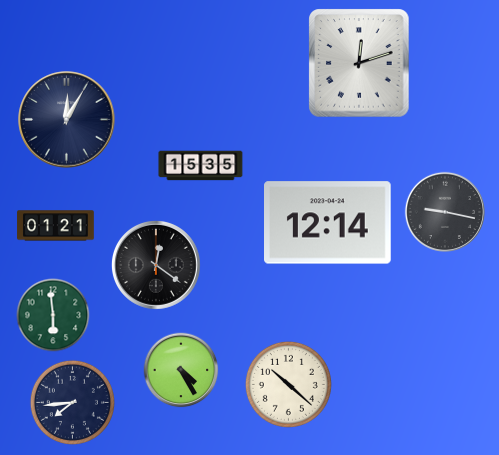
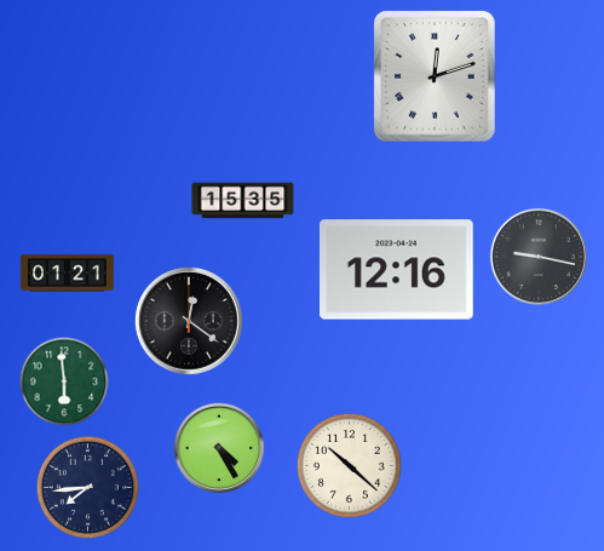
clock at (67, 120): 12:05 -> none
clock at (328, 223): 12:14 -> 12:16
